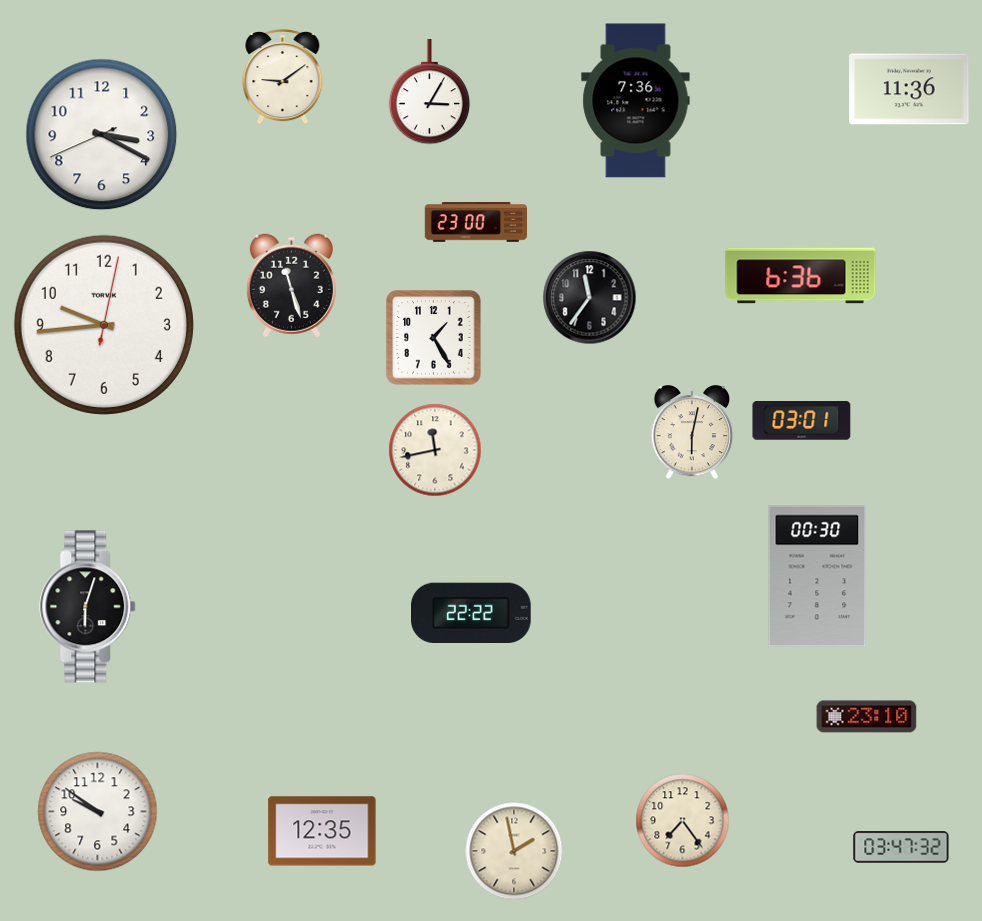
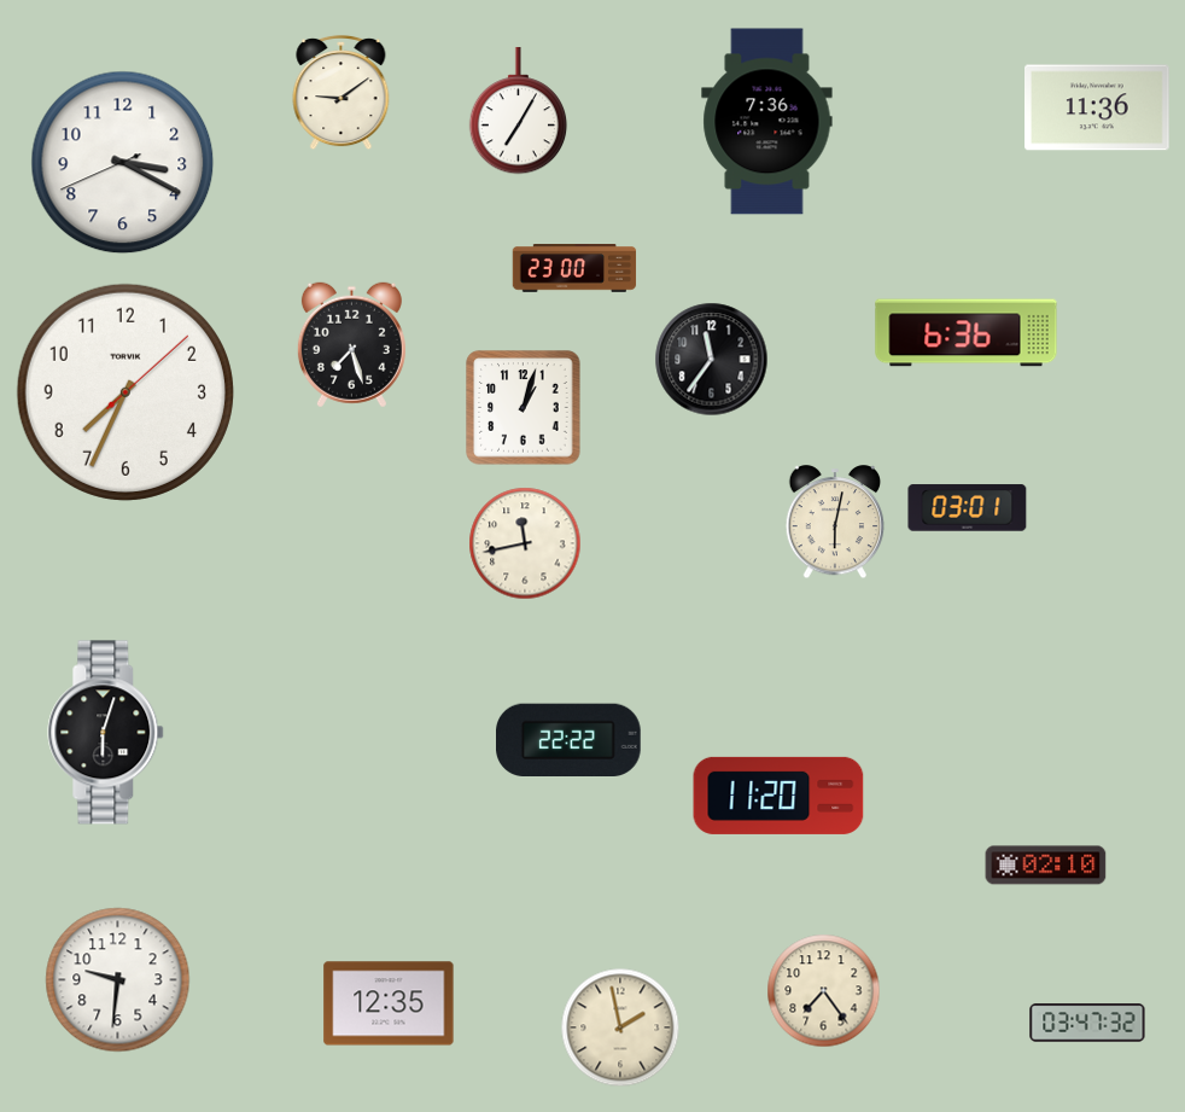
clock at (430, 92): 3:05 -> 7:05
clock at (291, 286): 11:27 -> 7:27
clock at (104, 325): 9:44 -> 7:34
clock at (434, 338): 1:25 -> 1:03
clock at (817, 576): 00:30 -> none
clock at (778, 796): none -> 11:20
clock at (867, 717): 23:10 -> 02:10
clock at (98, 812): 9:51 -> 9:31
